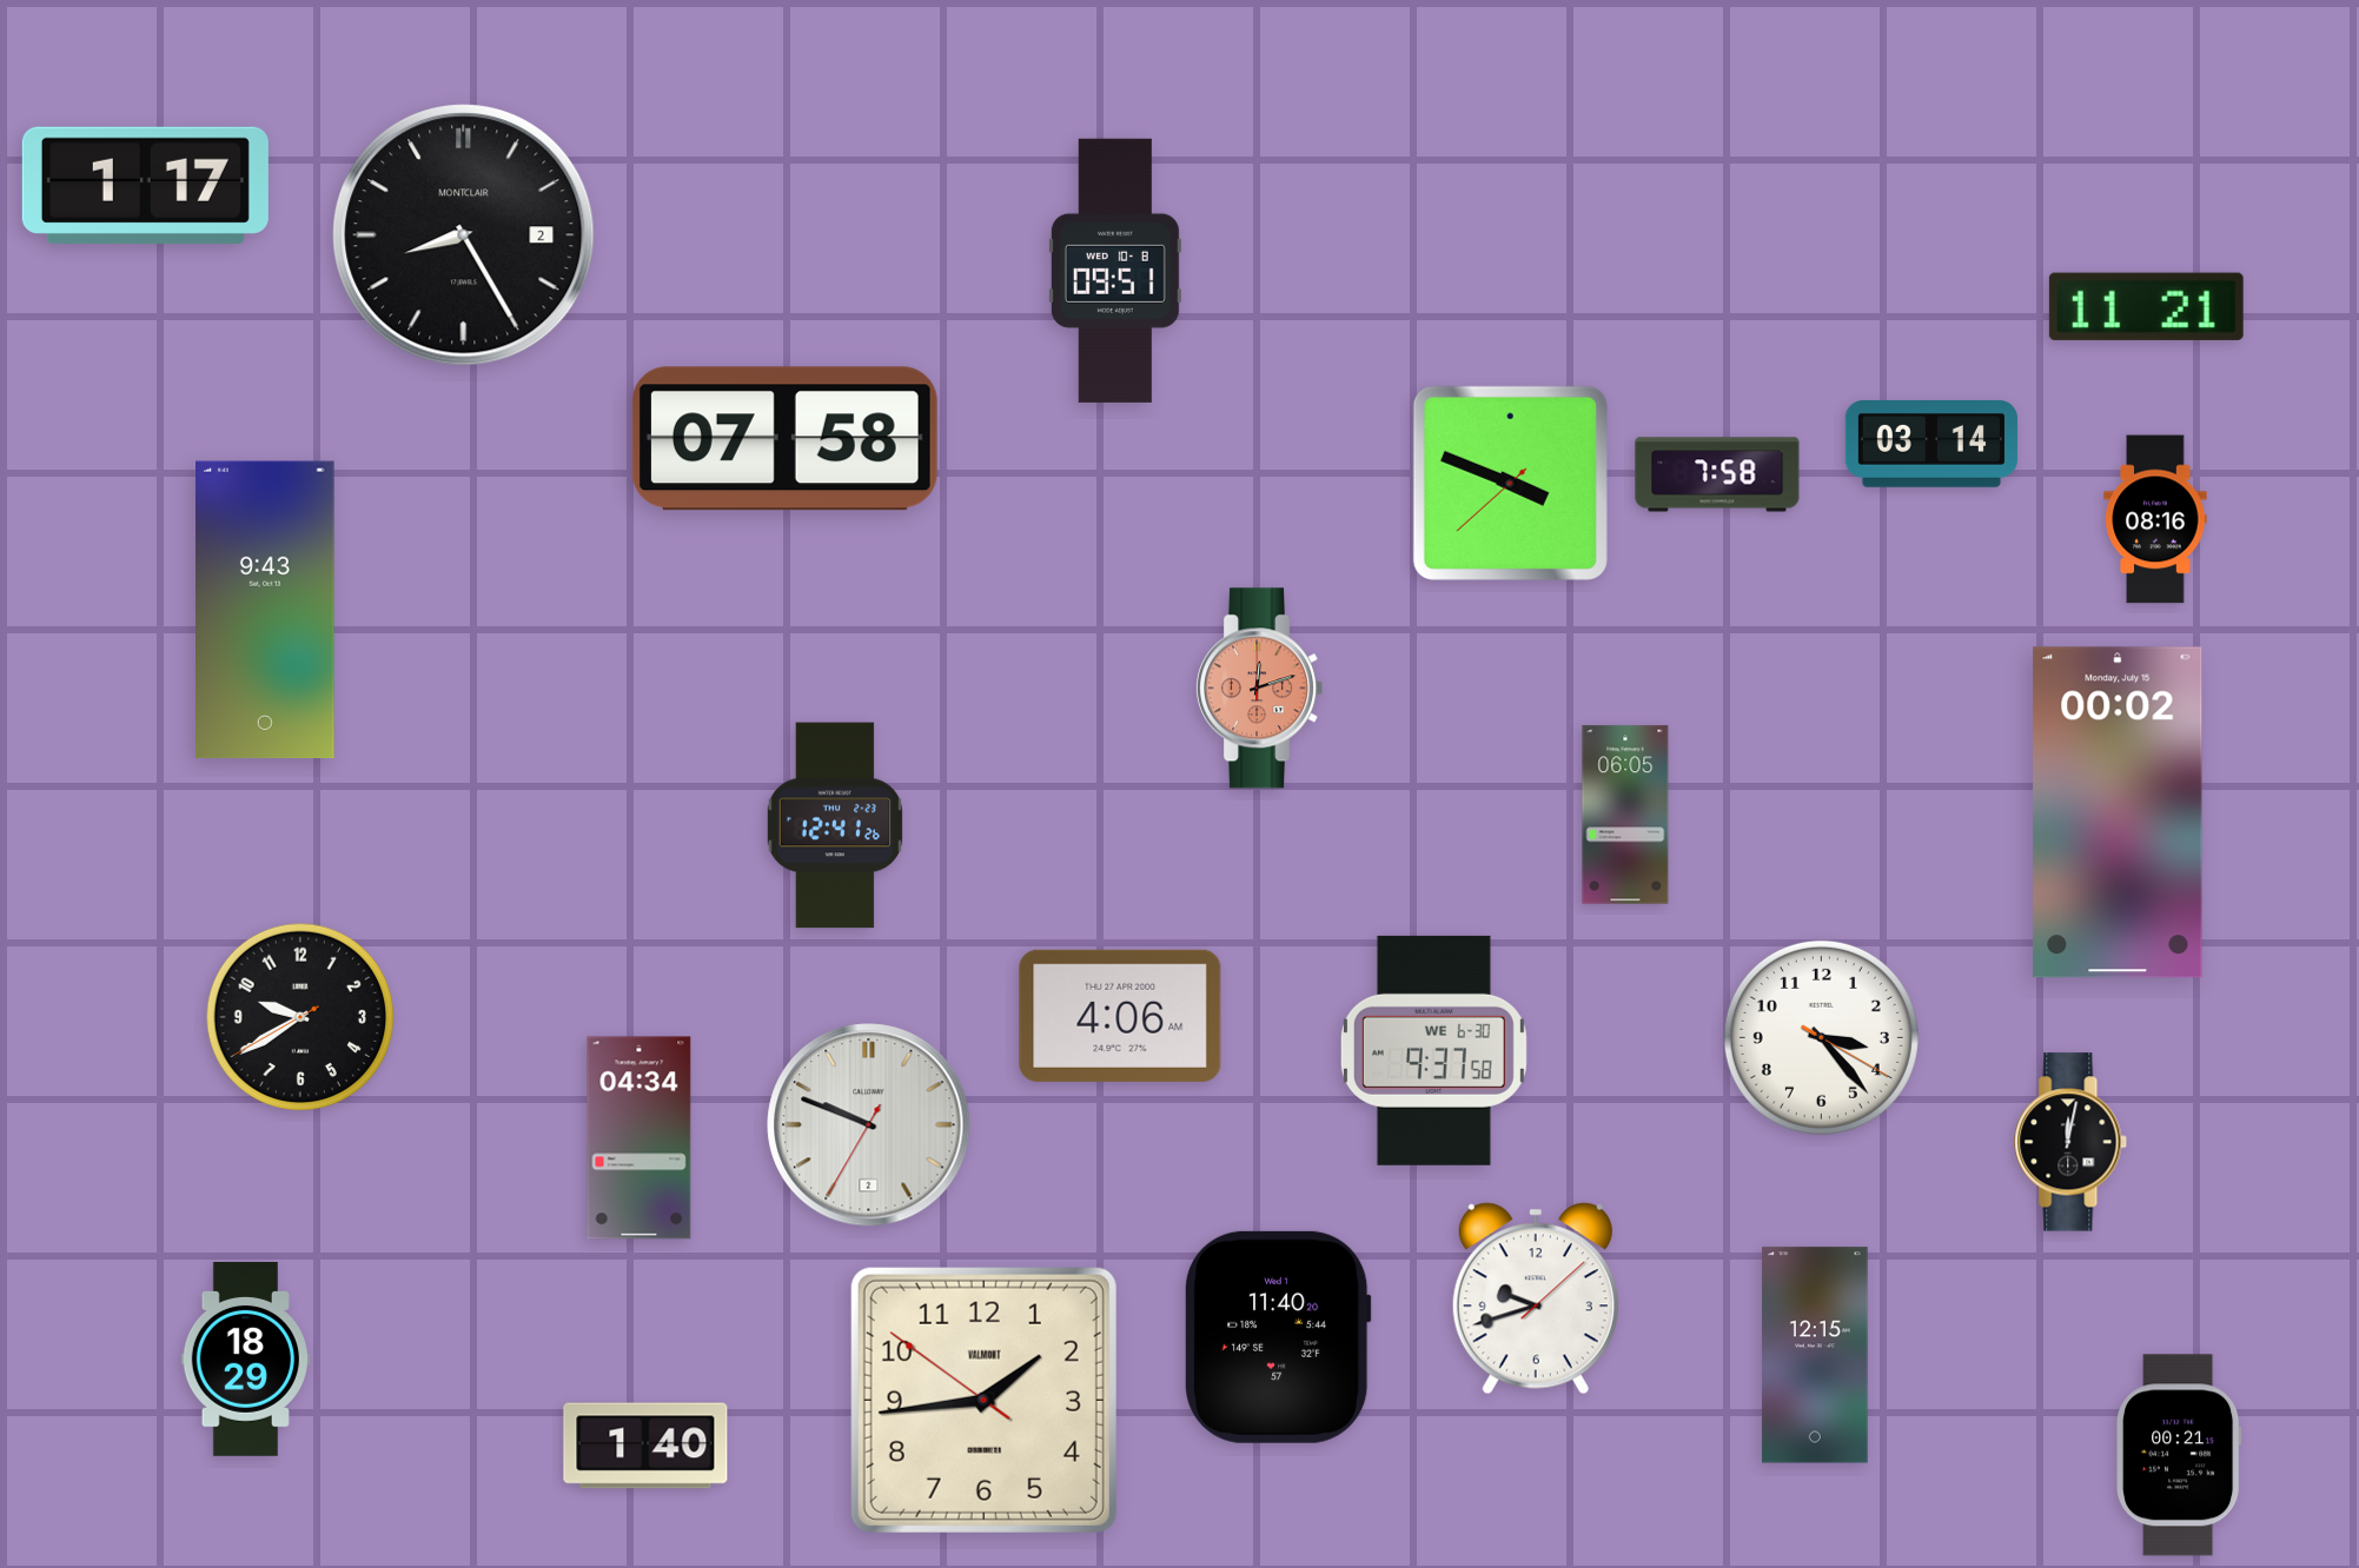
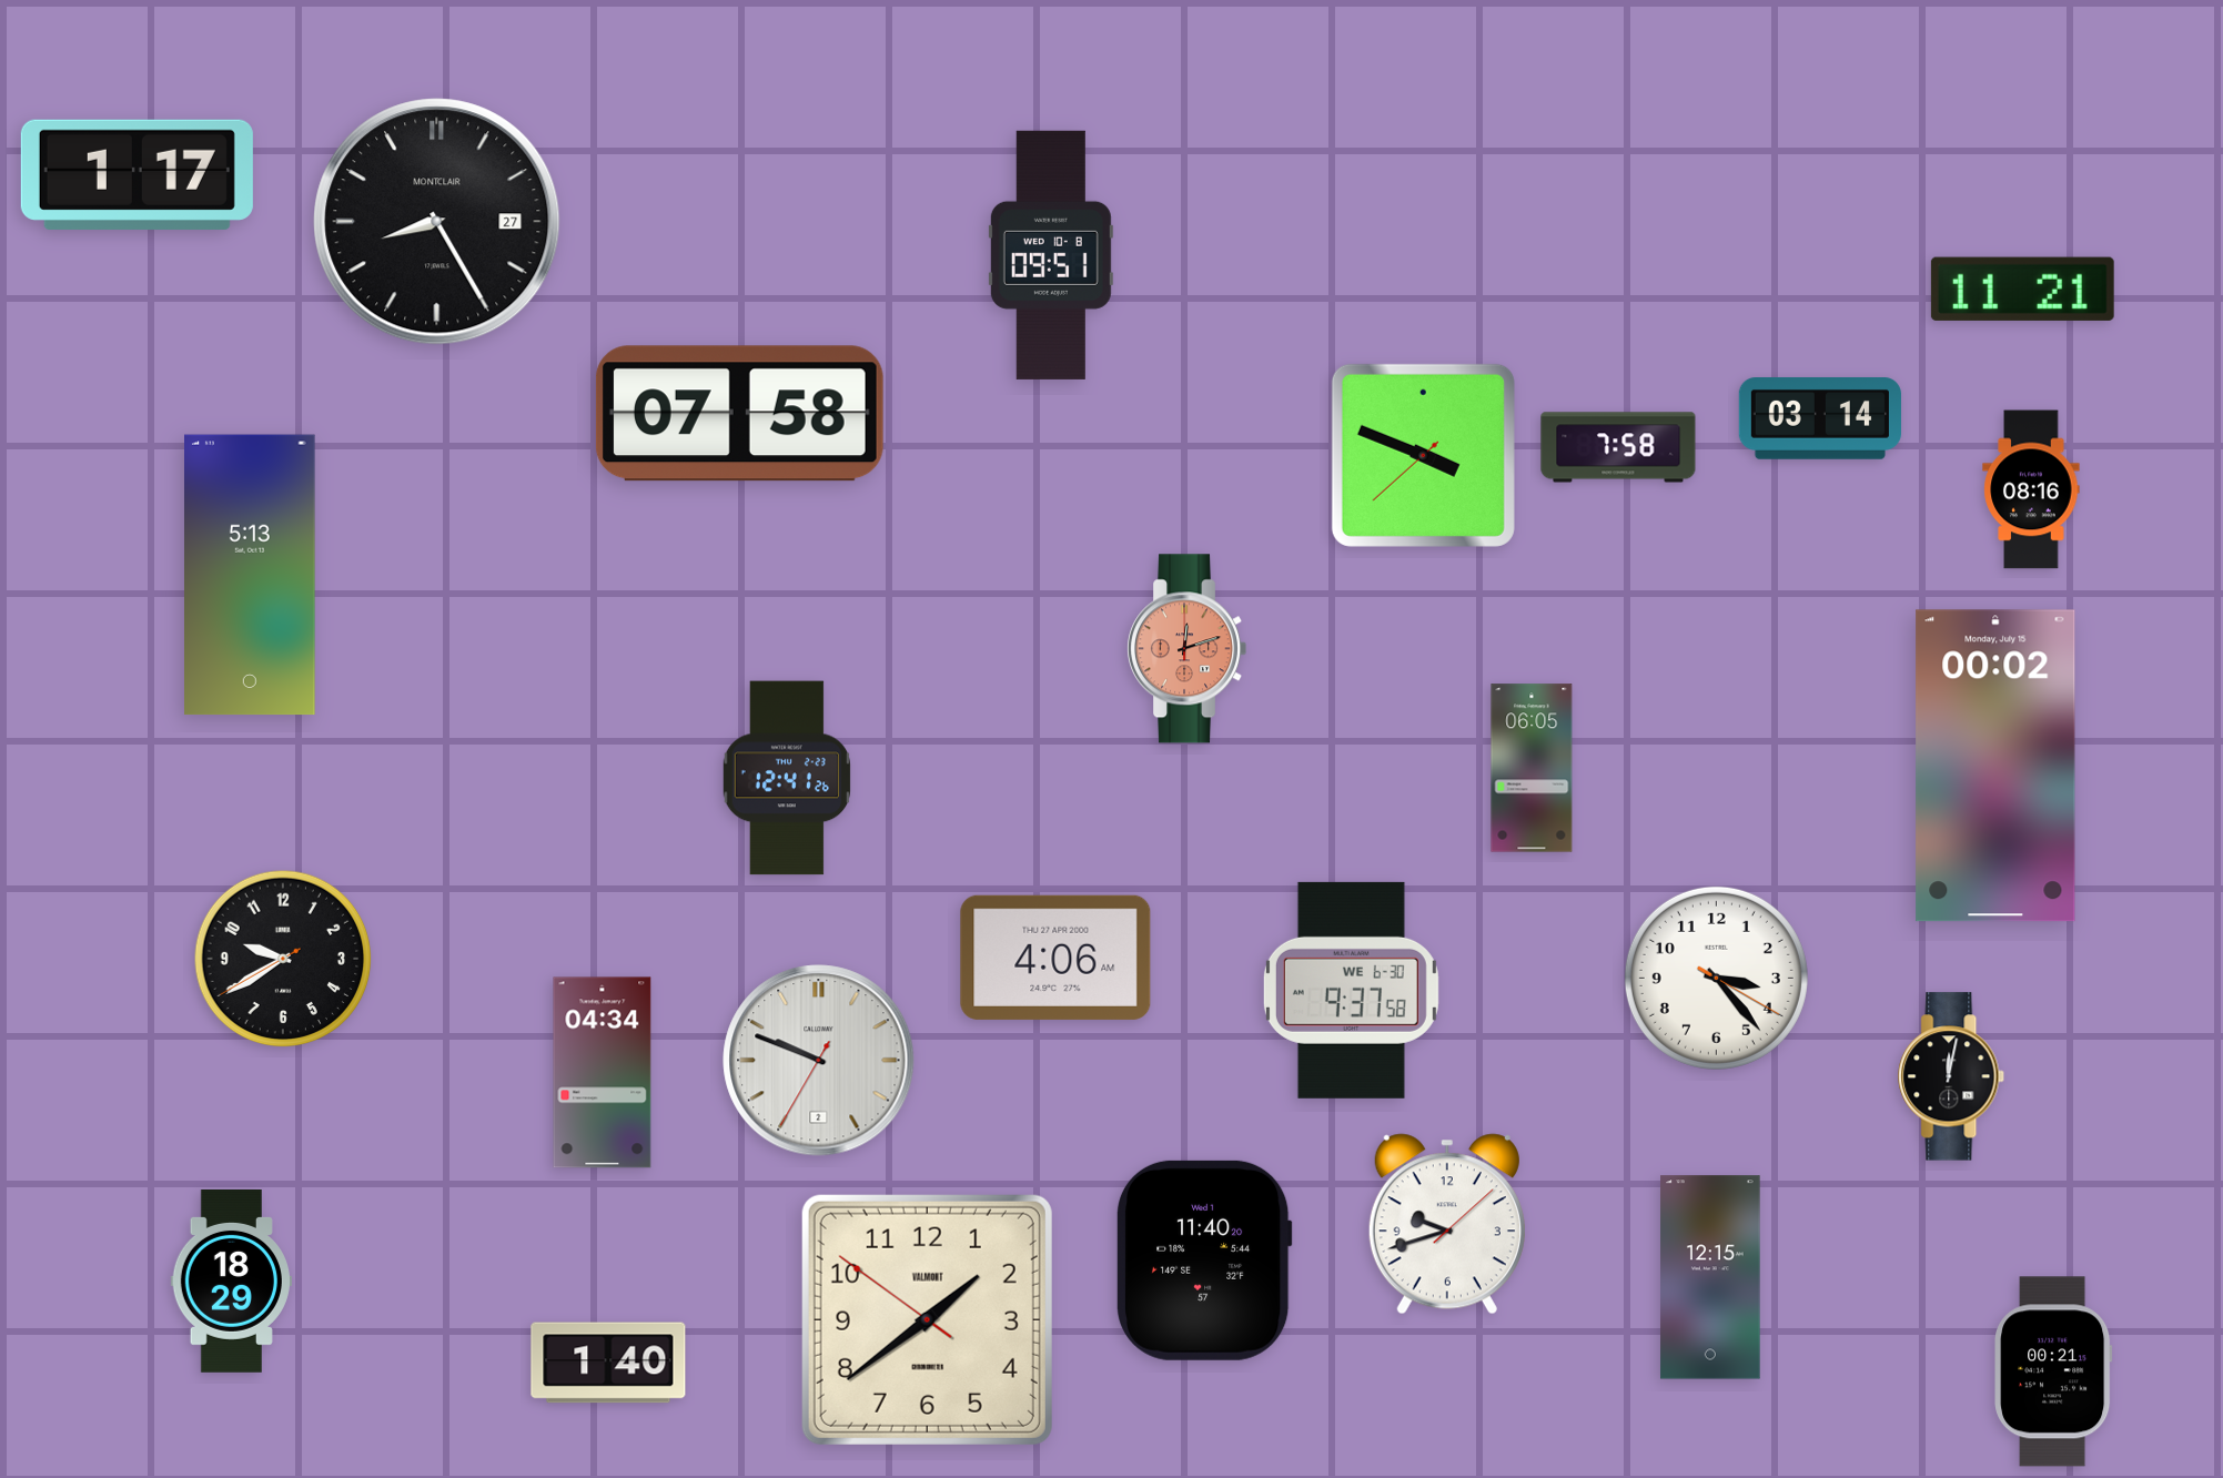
clock at (464, 235) date: 2 -> 27
clock at (266, 610): 9:43 -> 5:13
clock at (983, 1400): 1:43 -> 1:38
